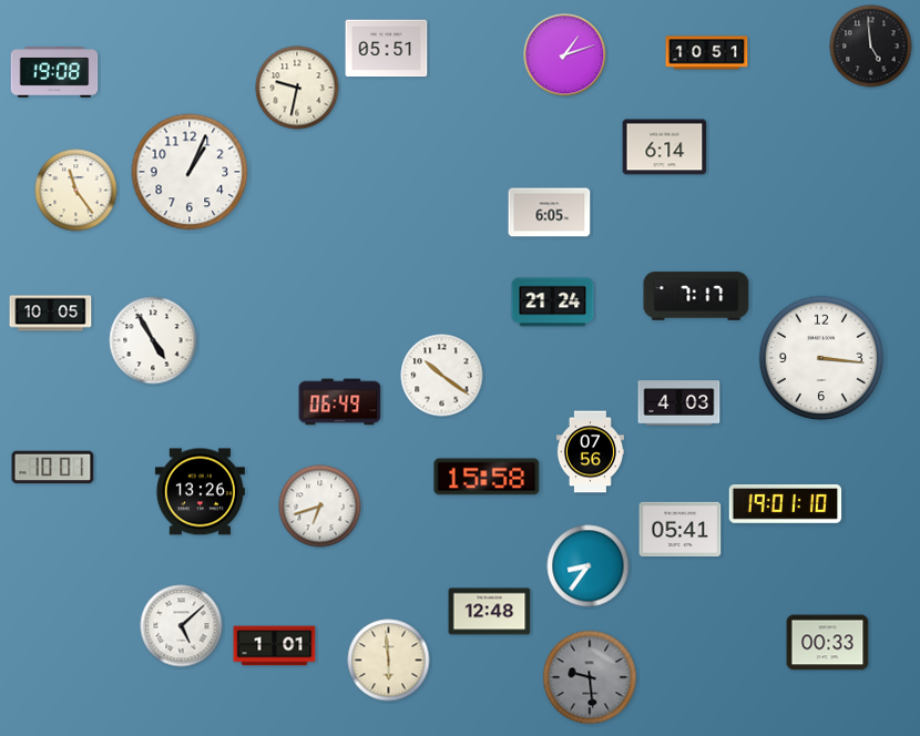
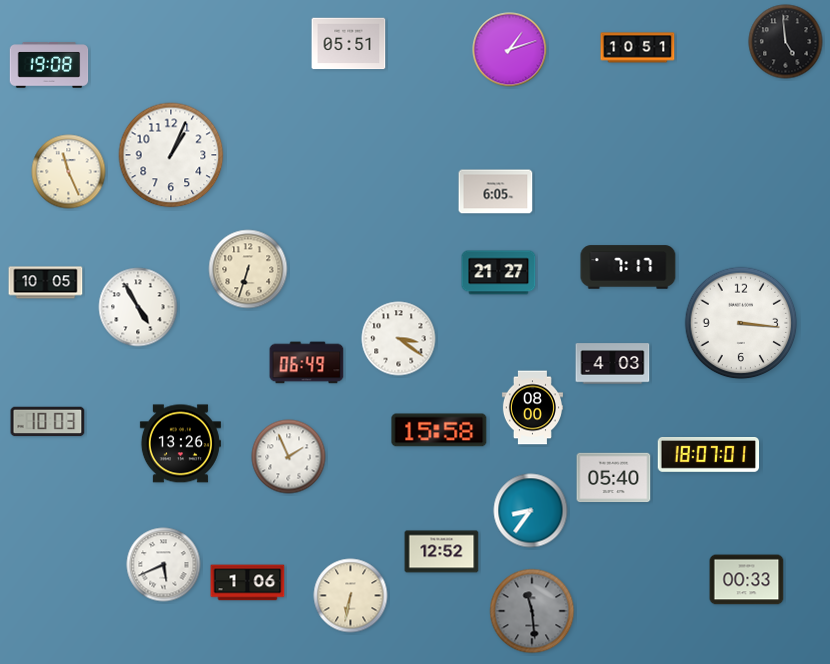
clock at (297, 88): 9:32 -> none
clock at (665, 147): 6:14 -> none
clock at (76, 191): 11:24 -> 11:26
clock at (248, 269): none -> 6:33
clock at (553, 303): 21:24 -> 21:27
clock at (442, 376): 10:21 -> 3:21
clock at (590, 452): 07:56 -> 08:00
clock at (53, 468): 10:01 -> 10:03
clock at (786, 504): 19:01 -> 18:07
clock at (320, 507): 6:42 -> 1:56
clock at (681, 530): 05:41 -> 05:40
clock at (490, 612): 12:48 -> 12:52
clock at (182, 626): 5:08 -> 5:41
clock at (275, 646): 1:01 -> 1:06
clock at (389, 661): 5:59 -> 6:32
clock at (590, 677): 9:29 -> 11:29
